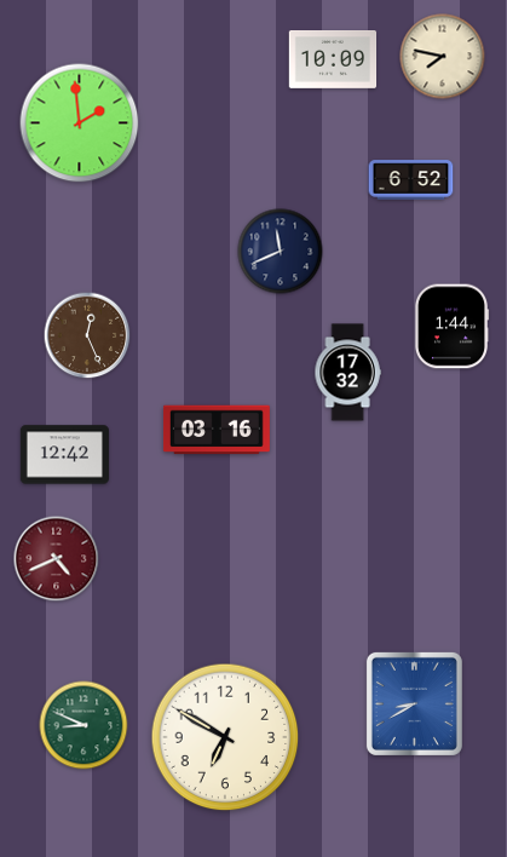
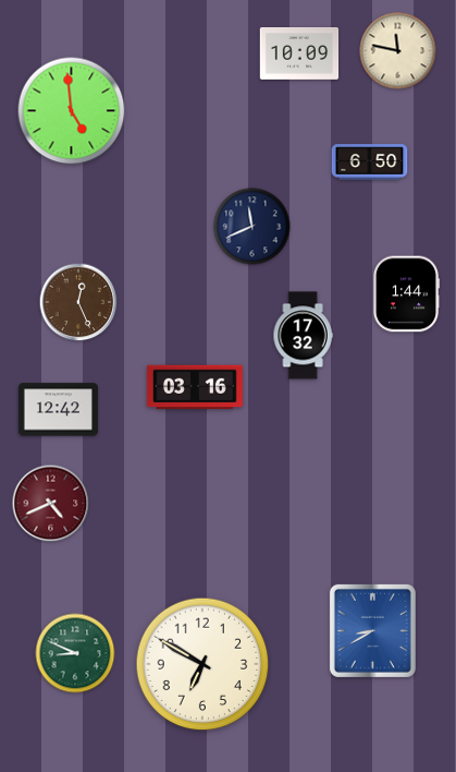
clock at (443, 57): 7:47 -> 11:47
clock at (80, 123): 1:59 -> 4:59
clock at (411, 180): 6:52 -> 6:50
clock at (347, 373) position: (347, 373) -> (303, 336)
clock at (414, 703) position: (414, 703) -> (372, 630)
